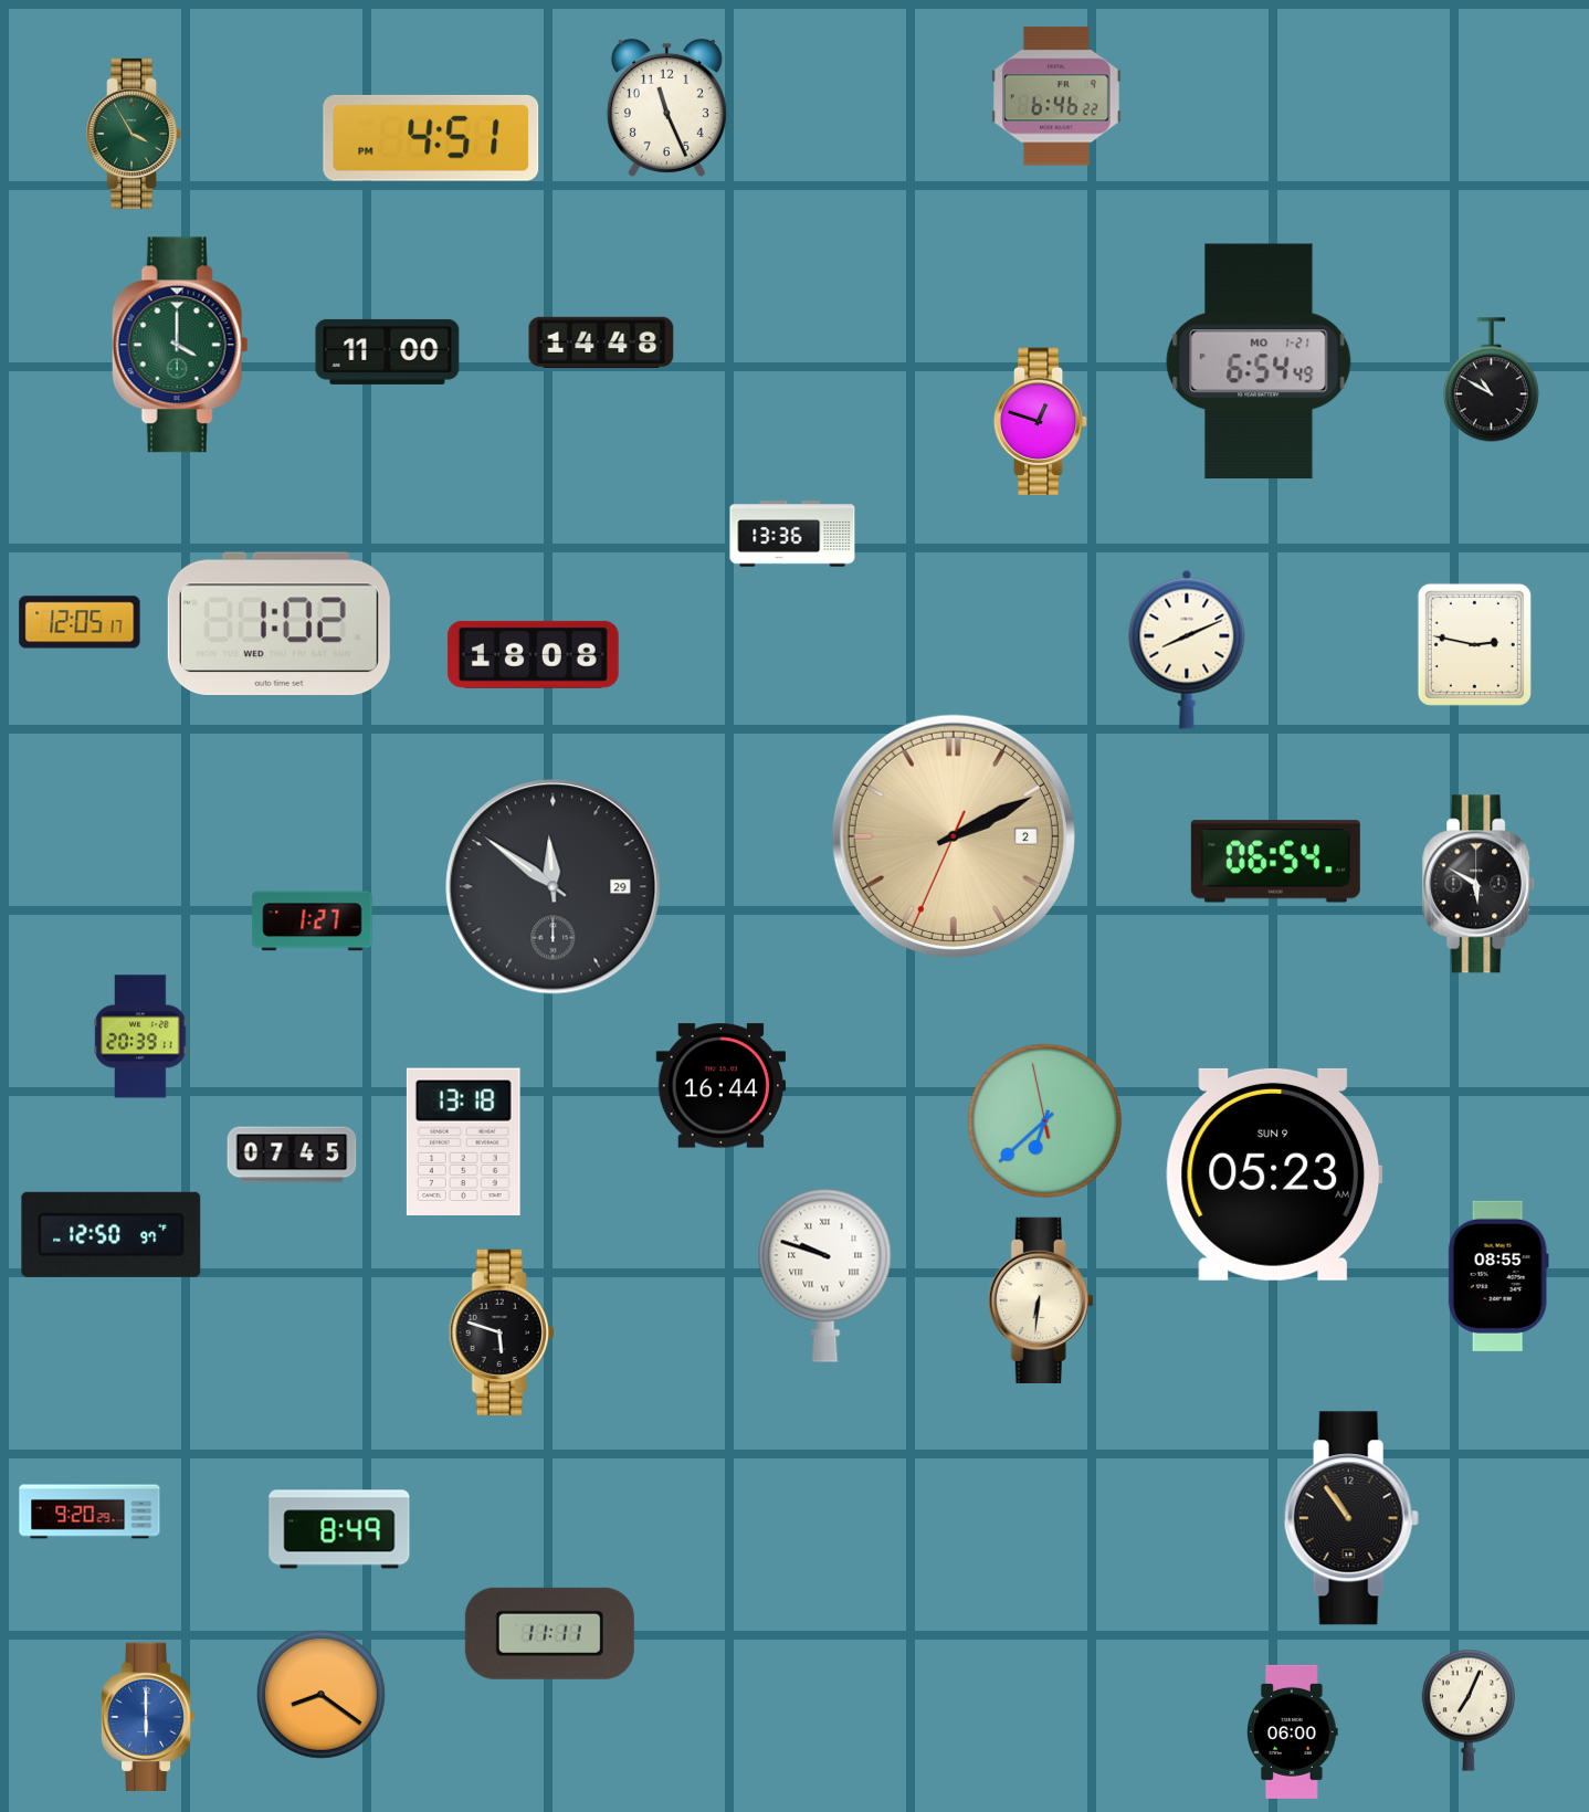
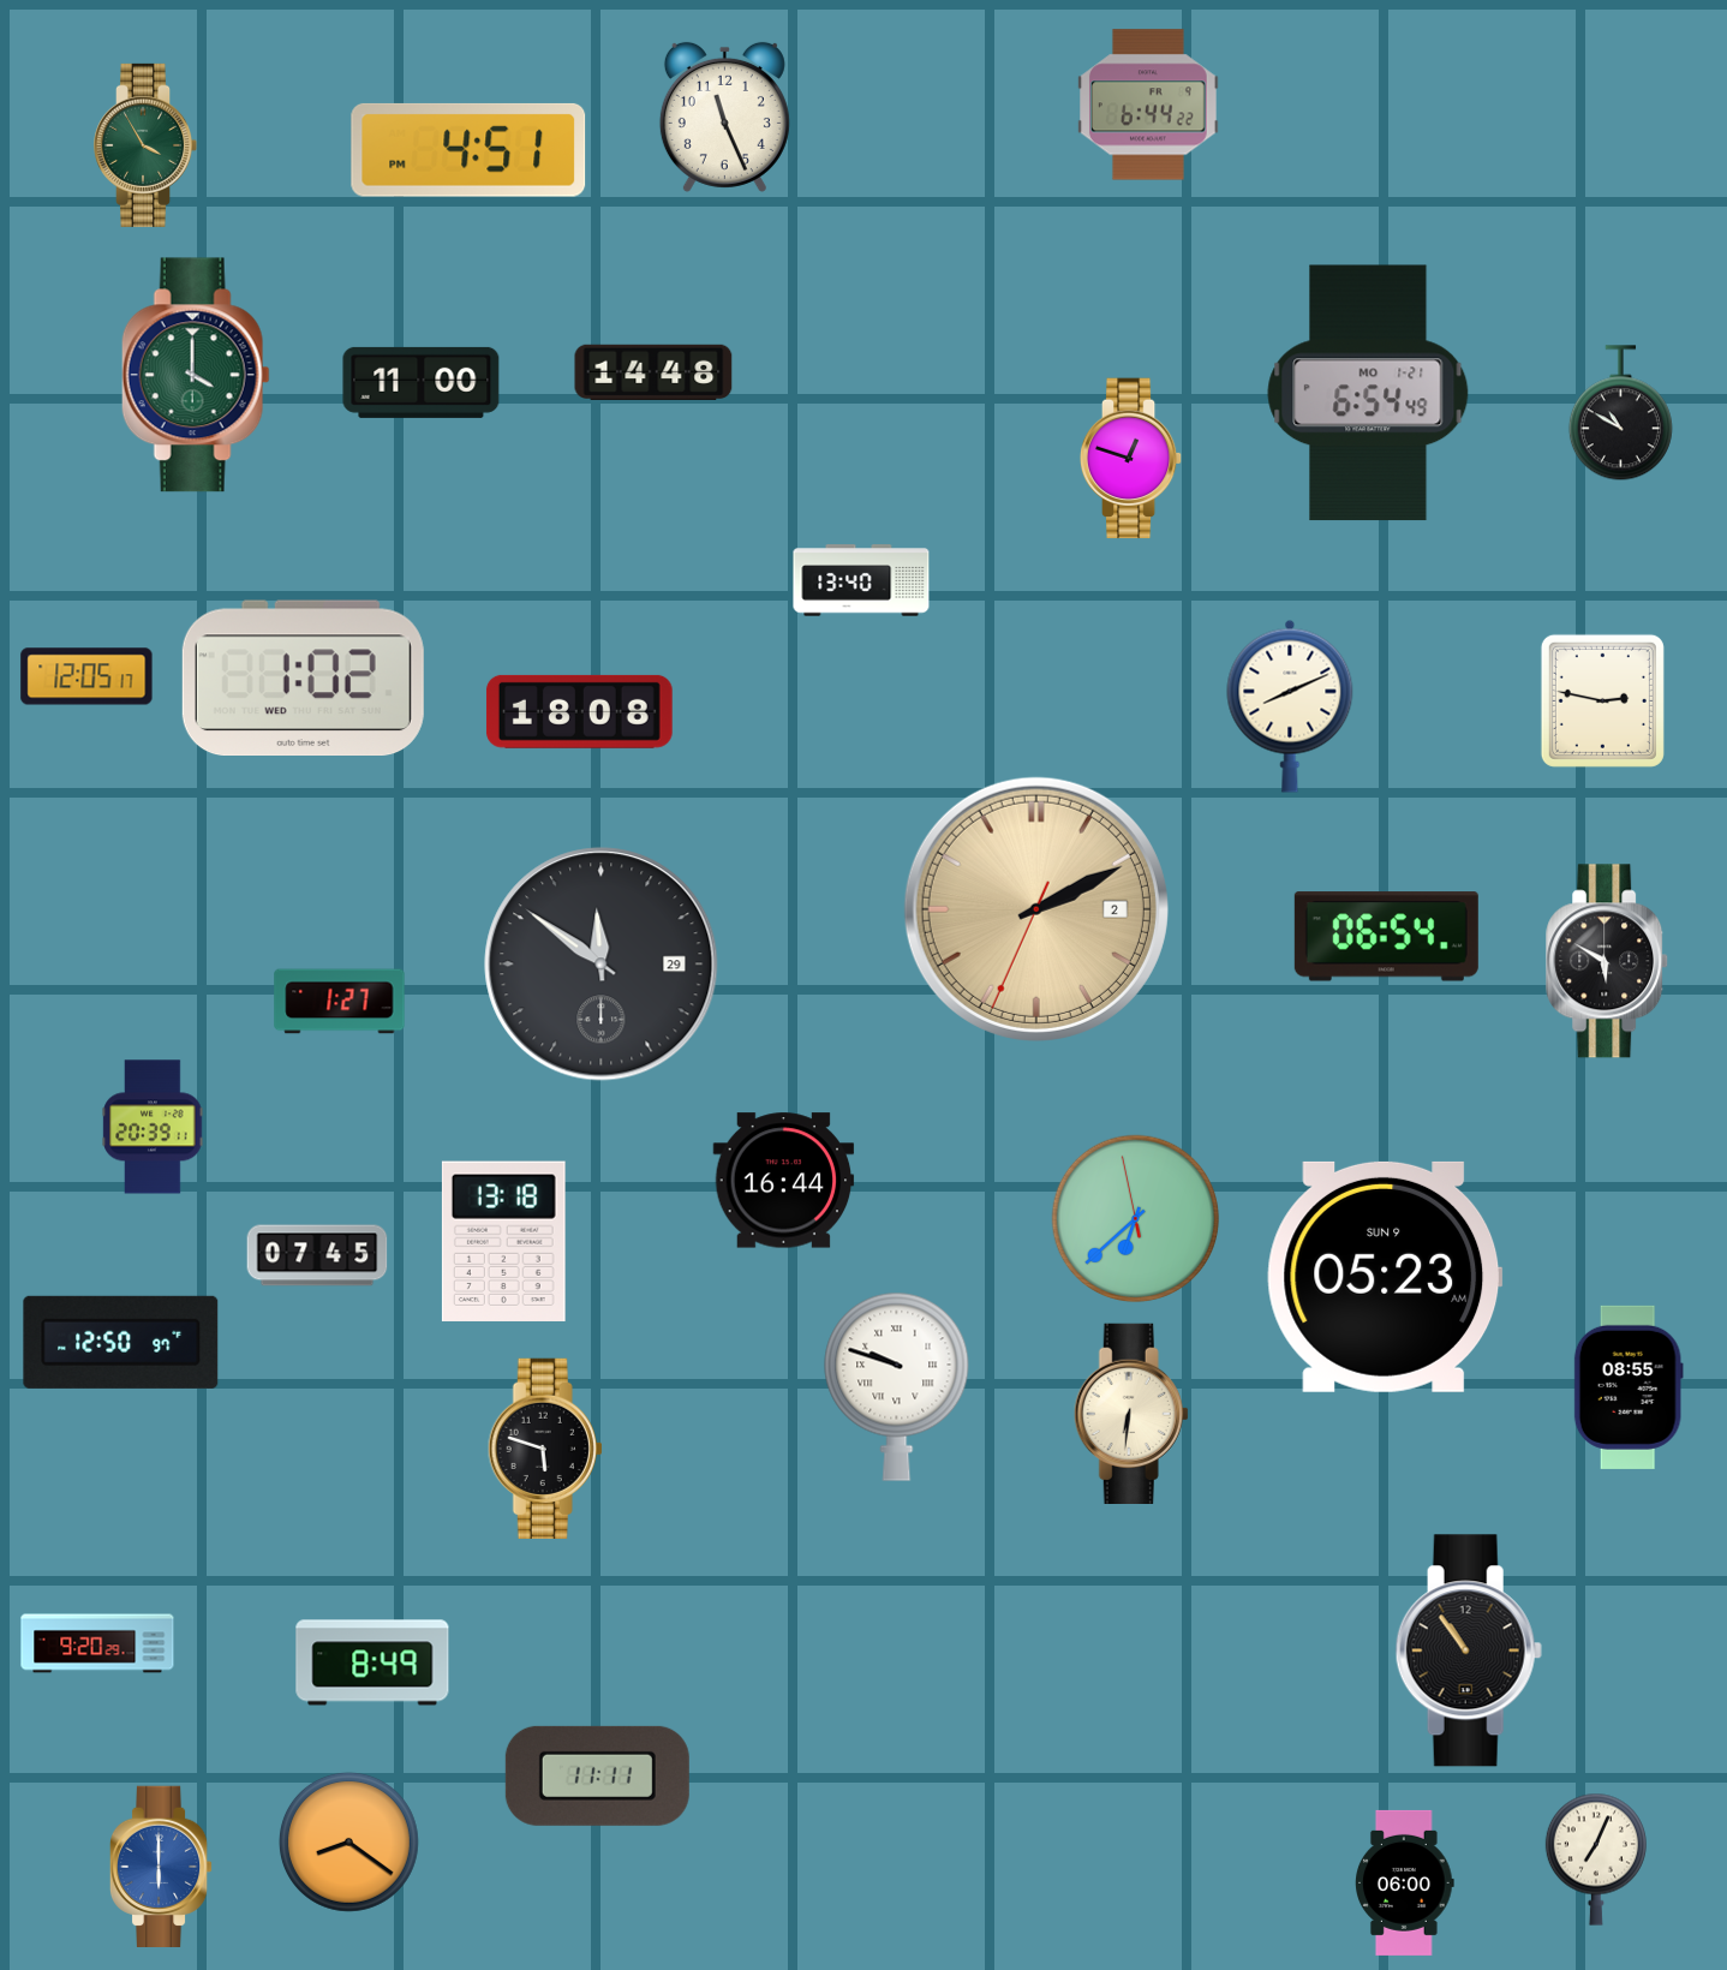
clock at (1057, 96): 6:46 -> 6:44
clock at (792, 534): 13:36 -> 13:40
clock at (339, 1529) position: (339, 1529) -> (372, 1662)
